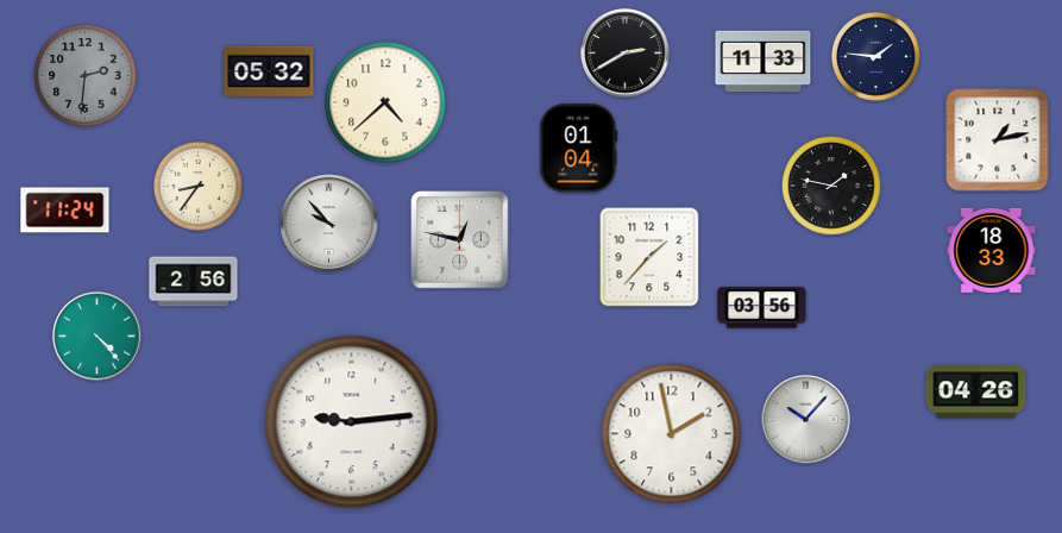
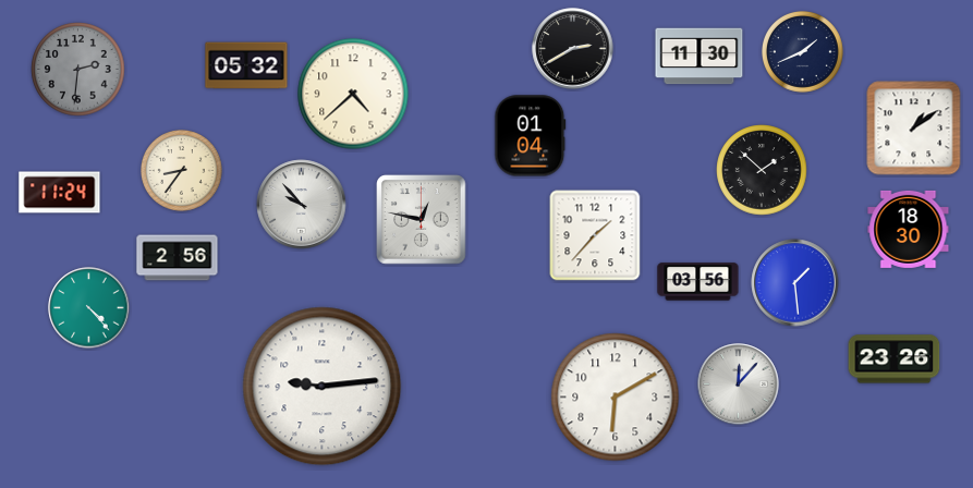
clock at (876, 57): 1:46 -> 1:41
clock at (763, 62): 11:33 -> 11:30
clock at (998, 140): 1:13 -> 1:09
clock at (831, 186): 1:47 -> 1:52
clock at (992, 250): 18:33 -> 18:30
clock at (795, 283): none -> 1:29
clock at (976, 393): 04:26 -> 23:26
clock at (806, 420): 10:07 -> 12:07
clock at (672, 434): 1:58 -> 6:10
